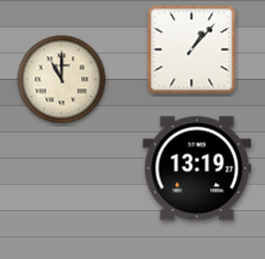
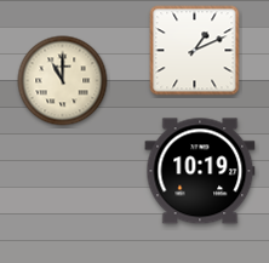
clock at (192, 50): 1:07 -> 1:11
clock at (197, 168): 13:19 -> 10:19
